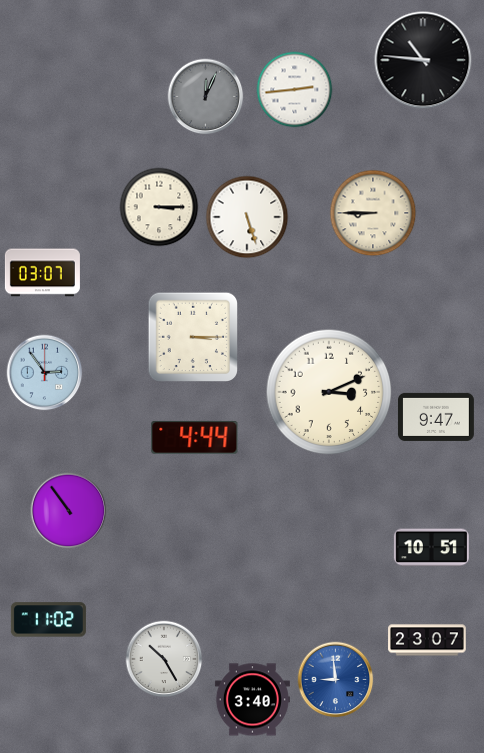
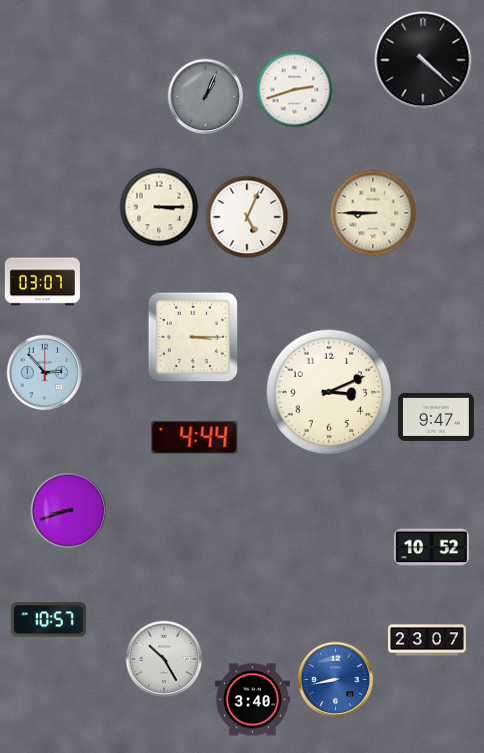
clock at (423, 60): 10:46 -> 4:22
clock at (295, 90): 2:44 -> 2:42
clock at (206, 97): 12:04 -> 1:04
clock at (247, 217): 5:27 -> 5:04
clock at (42, 273) position: (42, 273) -> (42, 282)
clock at (45, 373): 2:54 -> 2:53
clock at (69, 511): 10:54 -> 8:42
clock at (431, 548): 10:51 -> 10:52
clock at (48, 620): 11:02 -> 10:57
clock at (336, 680): 8:59 -> 8:43
